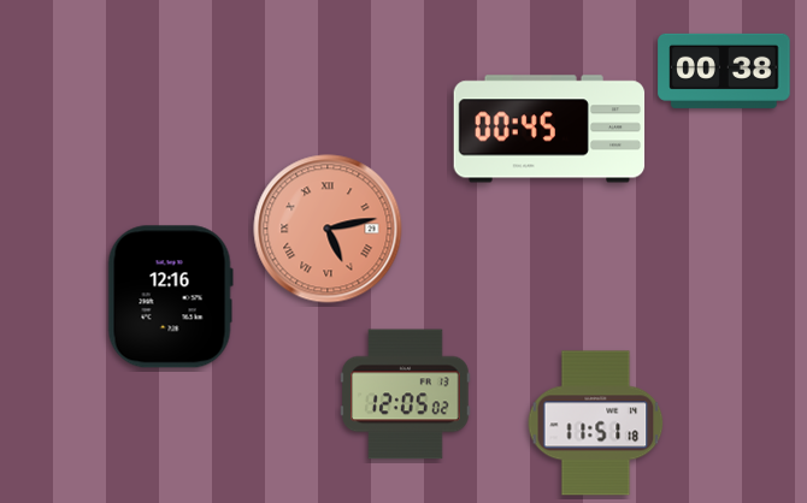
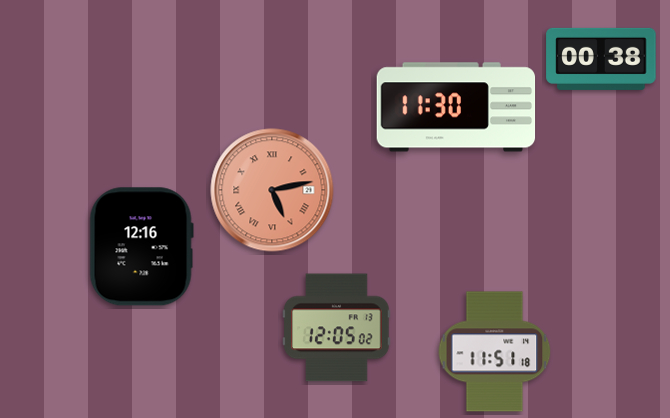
clock at (549, 129): 00:45 -> 11:30
